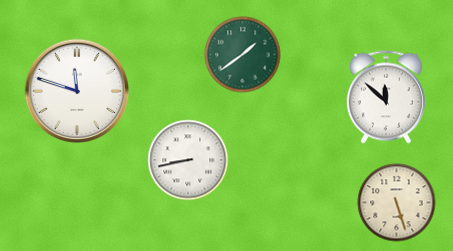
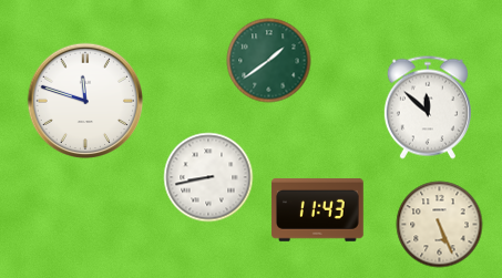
clock at (317, 210): none -> 11:43
clock at (397, 203): 5:27 -> 5:26
